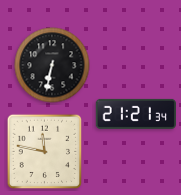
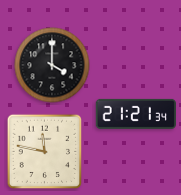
clock at (52, 65): 6:32 -> 4:00
